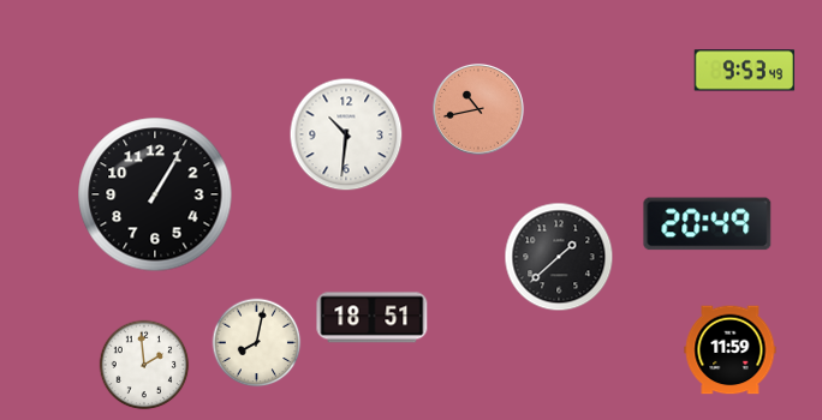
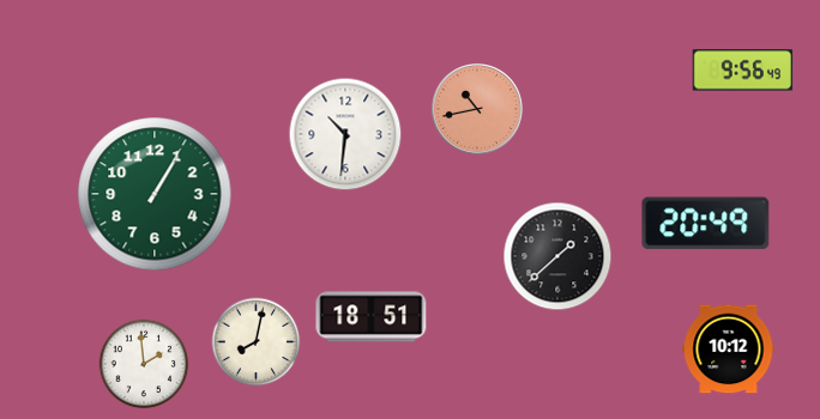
clock at (745, 71): 9:53 -> 9:56
clock at (155, 194) dial: black -> green
clock at (731, 350): 11:59 -> 10:12
